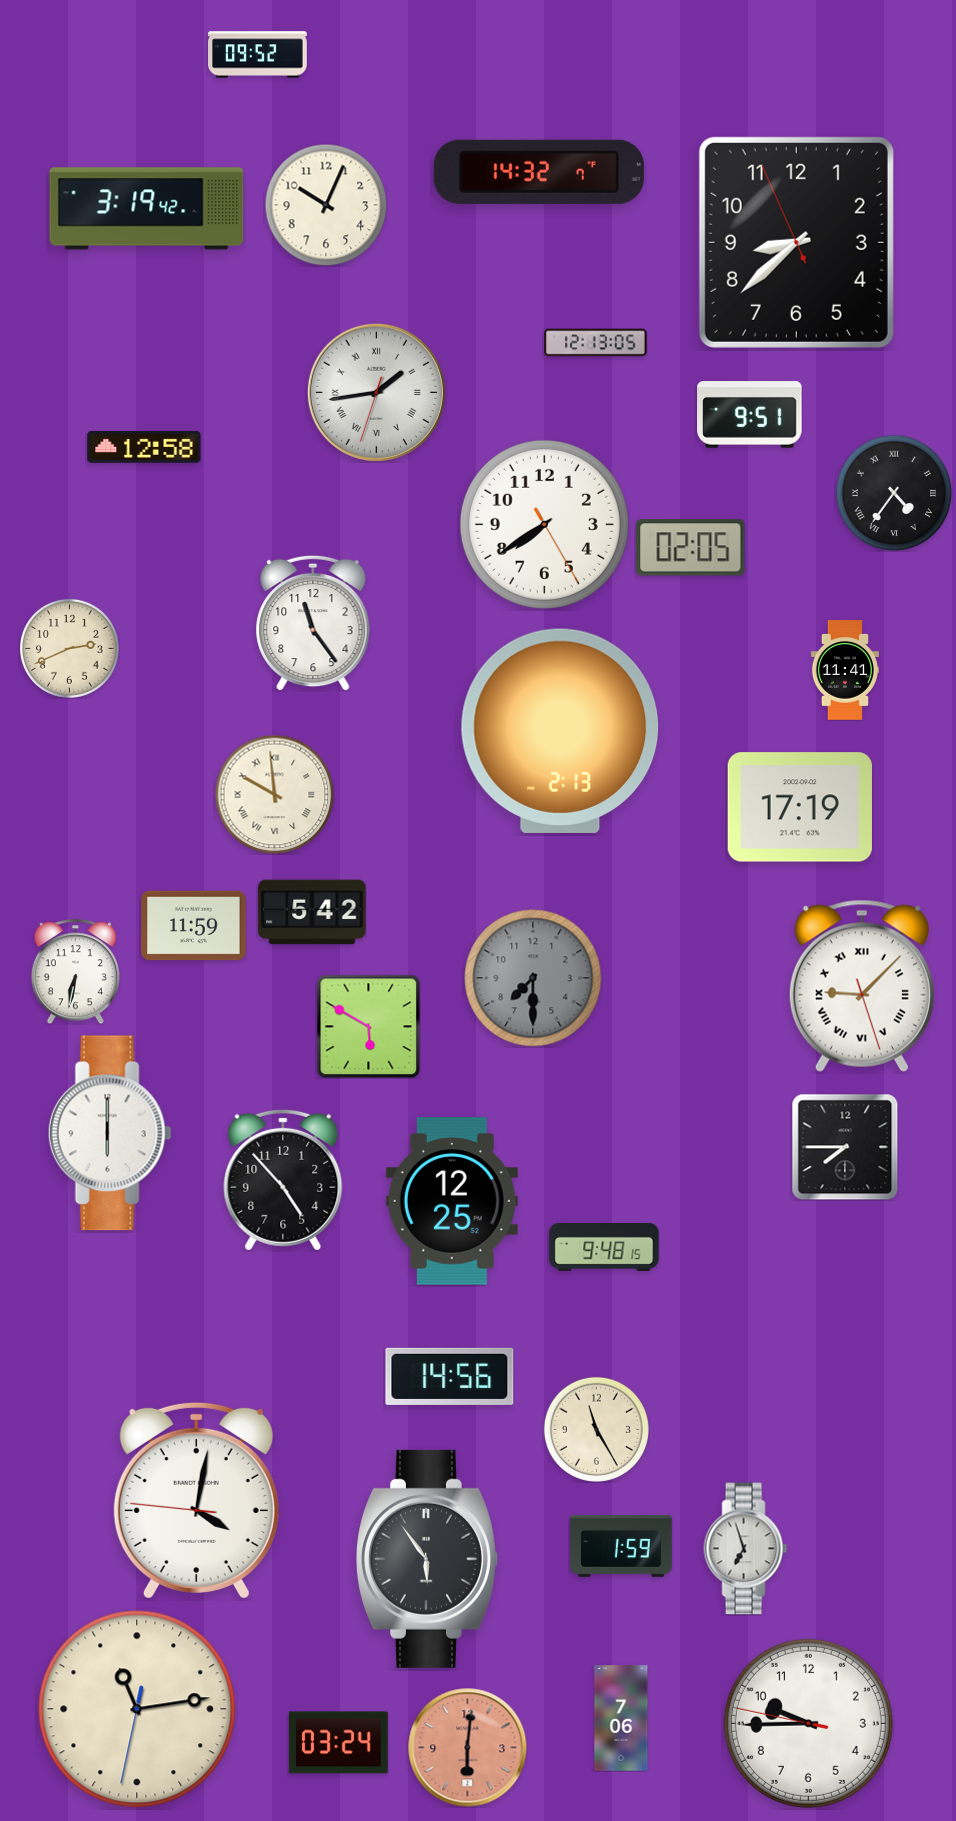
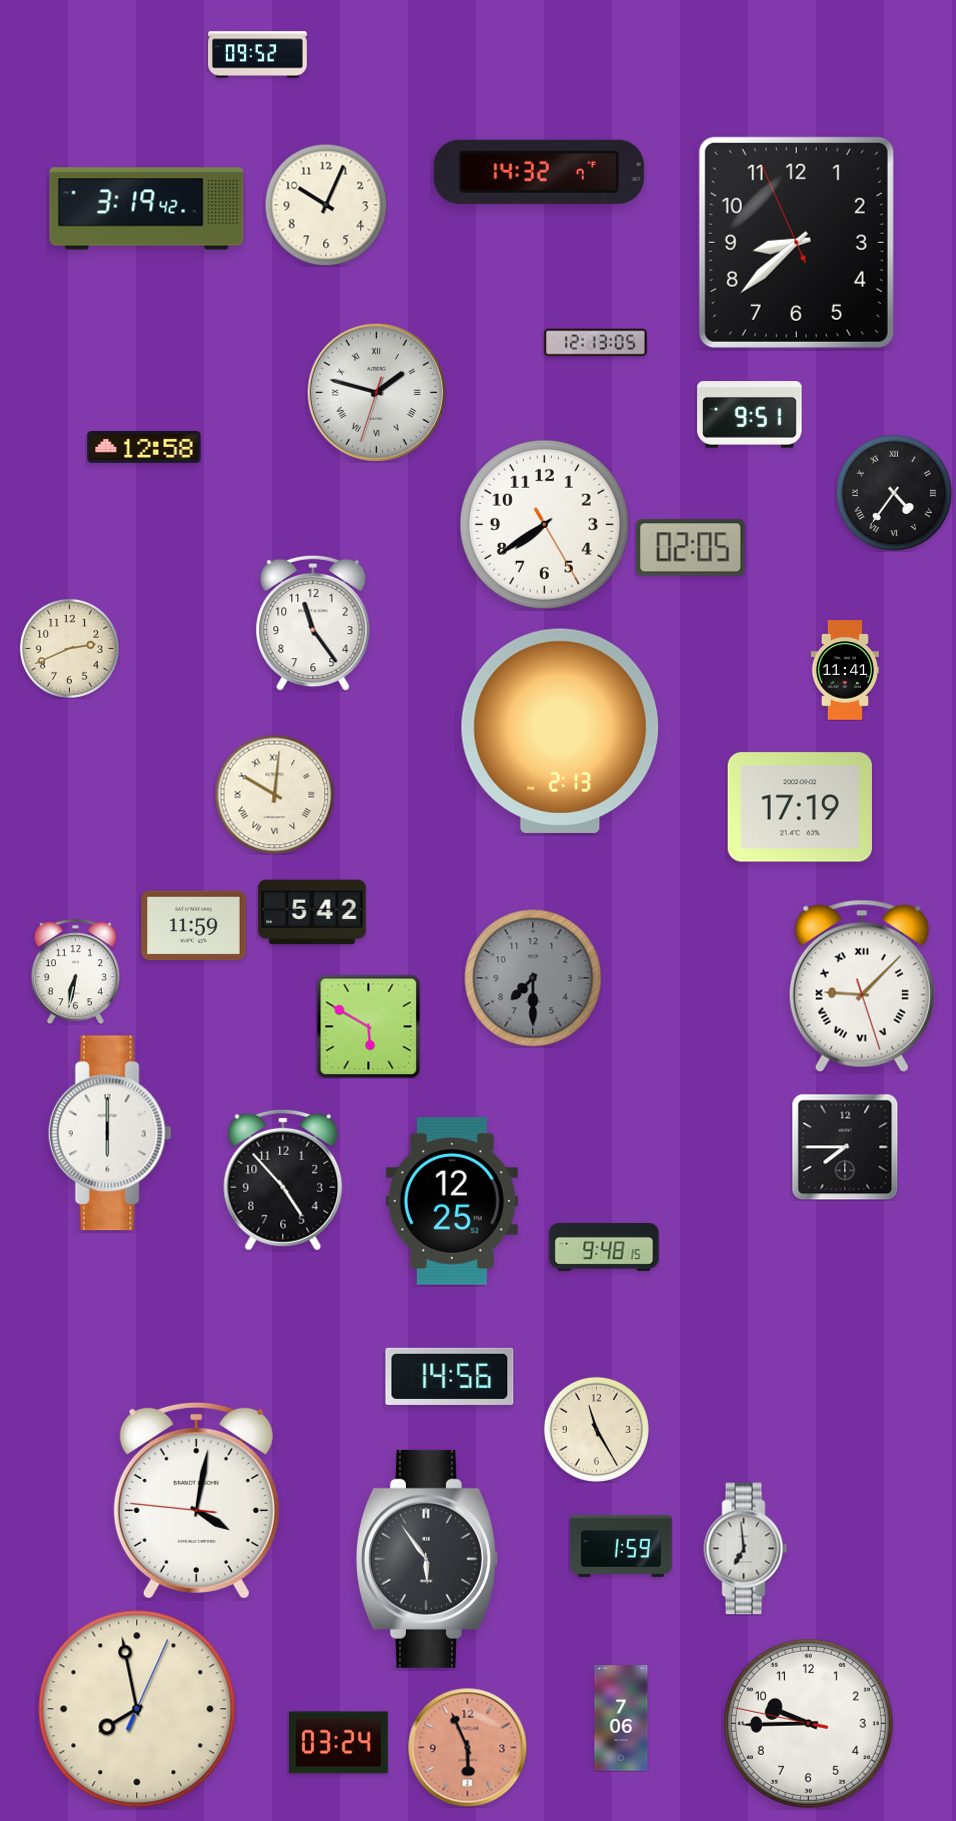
clock at (376, 392): 1:43 -> 1:47
clock at (274, 794): 9:59 -> 10:01
clock at (746, 1549): 6:57 -> 6:59
clock at (137, 1709): 11:13 -> 7:58
clock at (468, 1748): 6:01 -> 5:56
